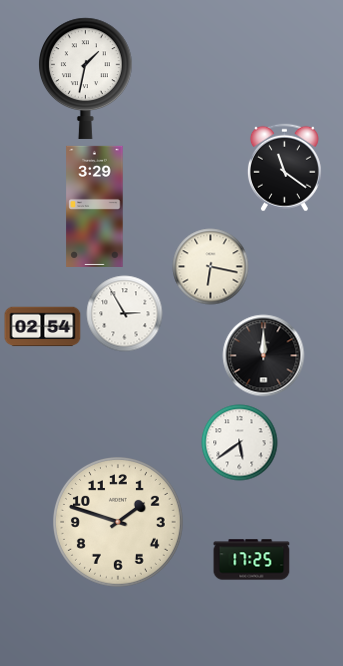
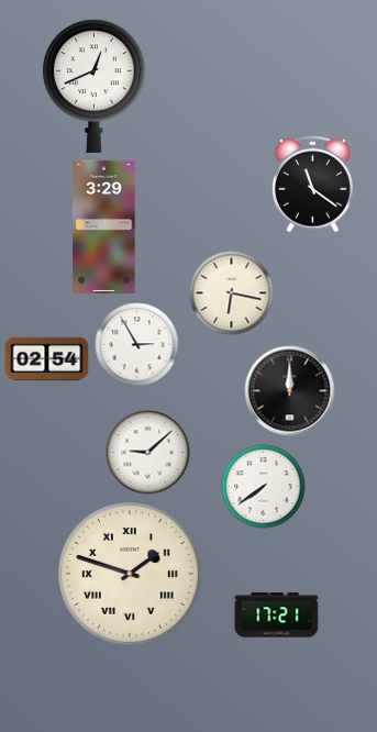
clock at (86, 78): 1:32 -> 12:41
clock at (148, 453): none -> 9:08
clock at (240, 443): 5:39 -> 7:39
clock at (119, 523) numerals: Arabic -> Roman
clock at (252, 560): 17:25 -> 17:21
